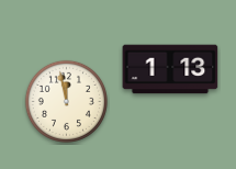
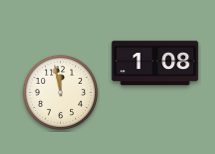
clock at (170, 69): 1:13 -> 1:08
